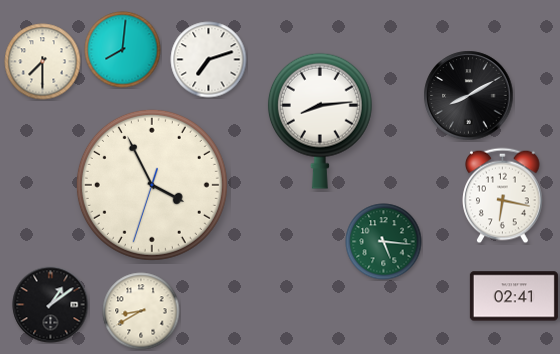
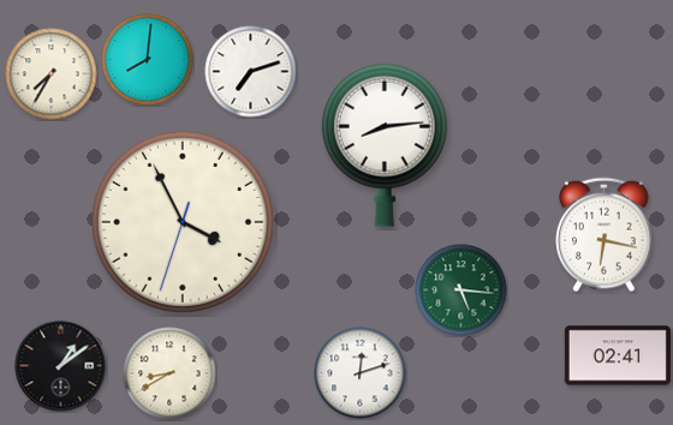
clock at (43, 62): 7:30 -> 7:35
clock at (469, 96): 8:10 -> none
clock at (361, 373): none -> 12:12
